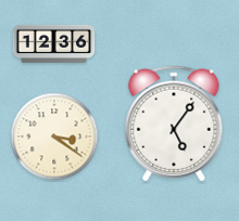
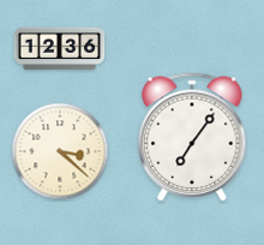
clock at (174, 123): 5:06 -> 7:06
clock at (54, 136): 3:21 -> 3:22
